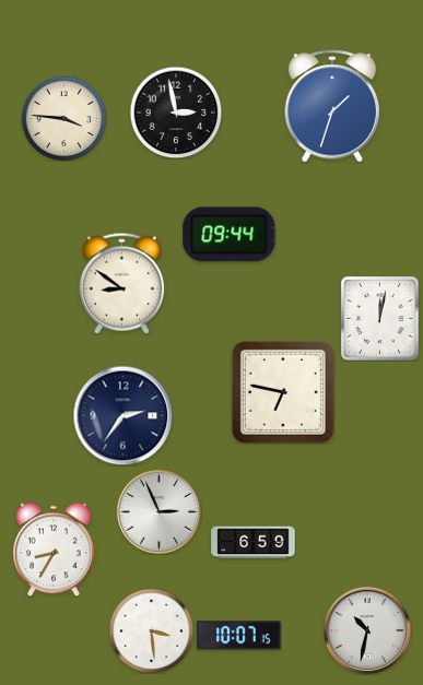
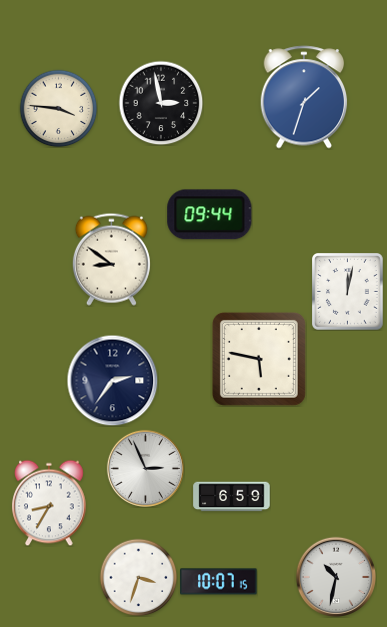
clock at (283, 392): 6:47 -> 5:47
clock at (151, 630): 3:29 -> 3:33
